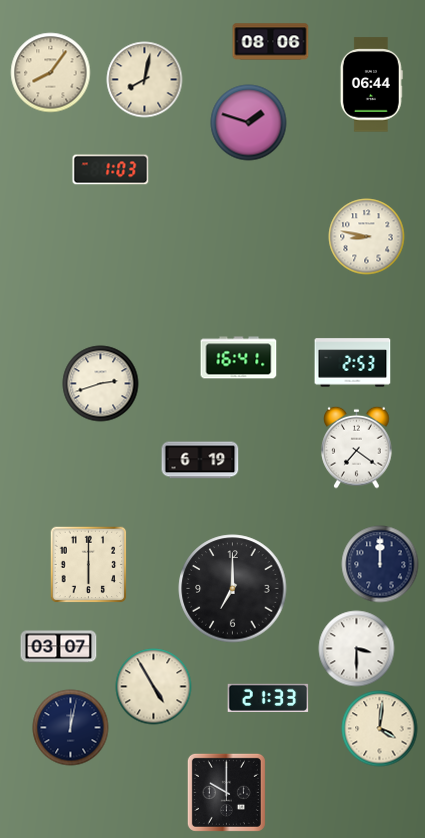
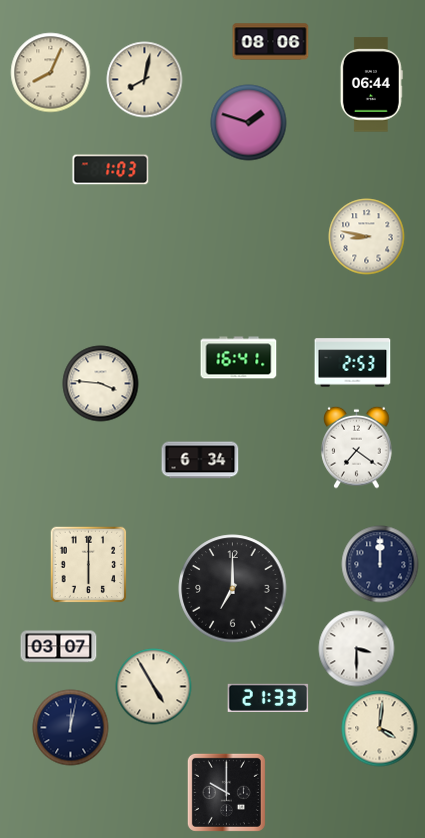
clock at (51, 73): 8:06 -> 8:04
clock at (101, 384): 2:42 -> 3:46
clock at (200, 460): 6:19 -> 6:34
